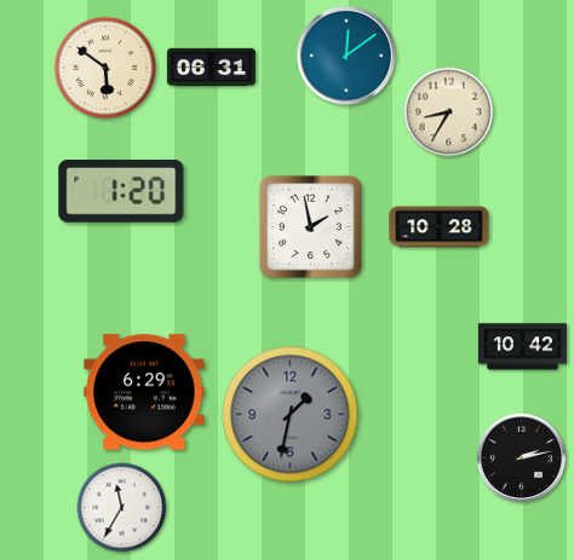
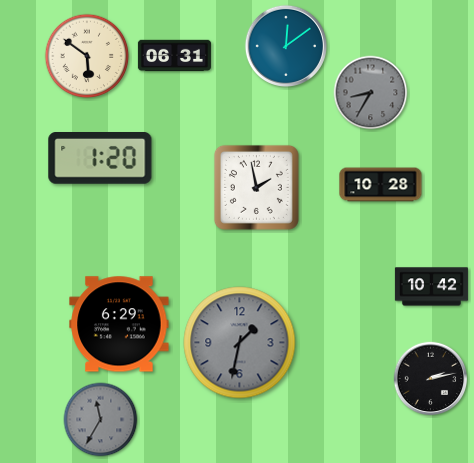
clock at (449, 112) dial: cream -> grey
clock at (440, 227) position: (440, 227) -> (381, 185)
clock at (122, 508) dial: white -> grey
